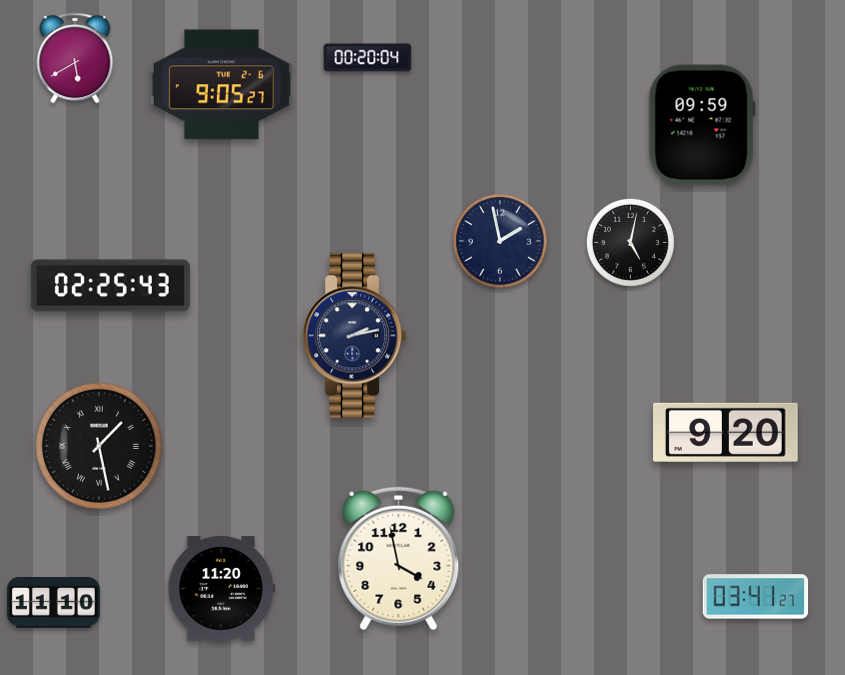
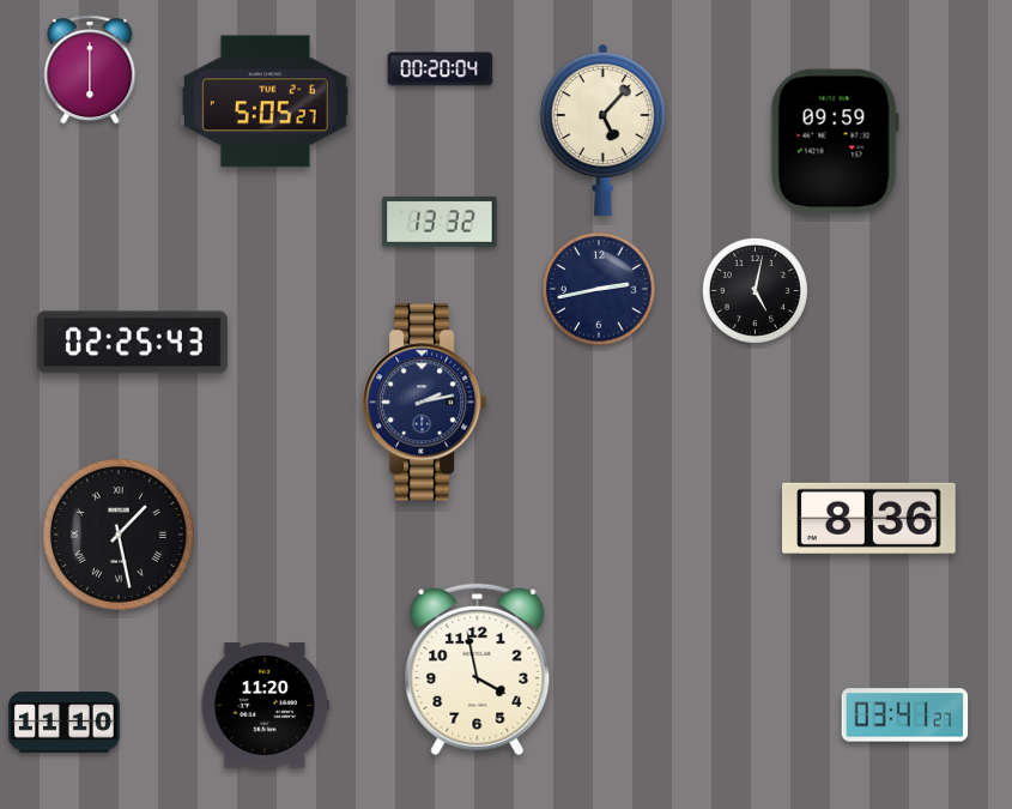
clock at (75, 58): 5:40 -> 6:00
clock at (221, 85): 9:05 -> 5:05
clock at (604, 129): none -> 5:07
clock at (702, 125) position: (702, 125) -> (835, 141)
clock at (440, 222): none -> 13:32
clock at (500, 241): 1:58 -> 2:43
clock at (726, 432): 9:20 -> 8:36
